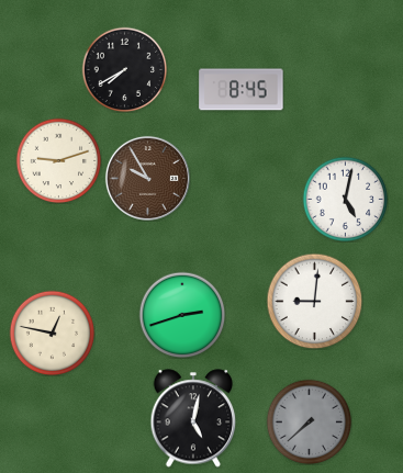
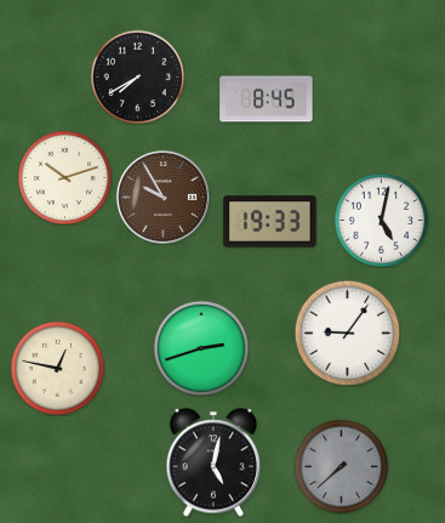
clock at (58, 160): 9:12 -> 10:12
clock at (270, 222): none -> 19:33
clock at (314, 301): 9:01 -> 9:06
